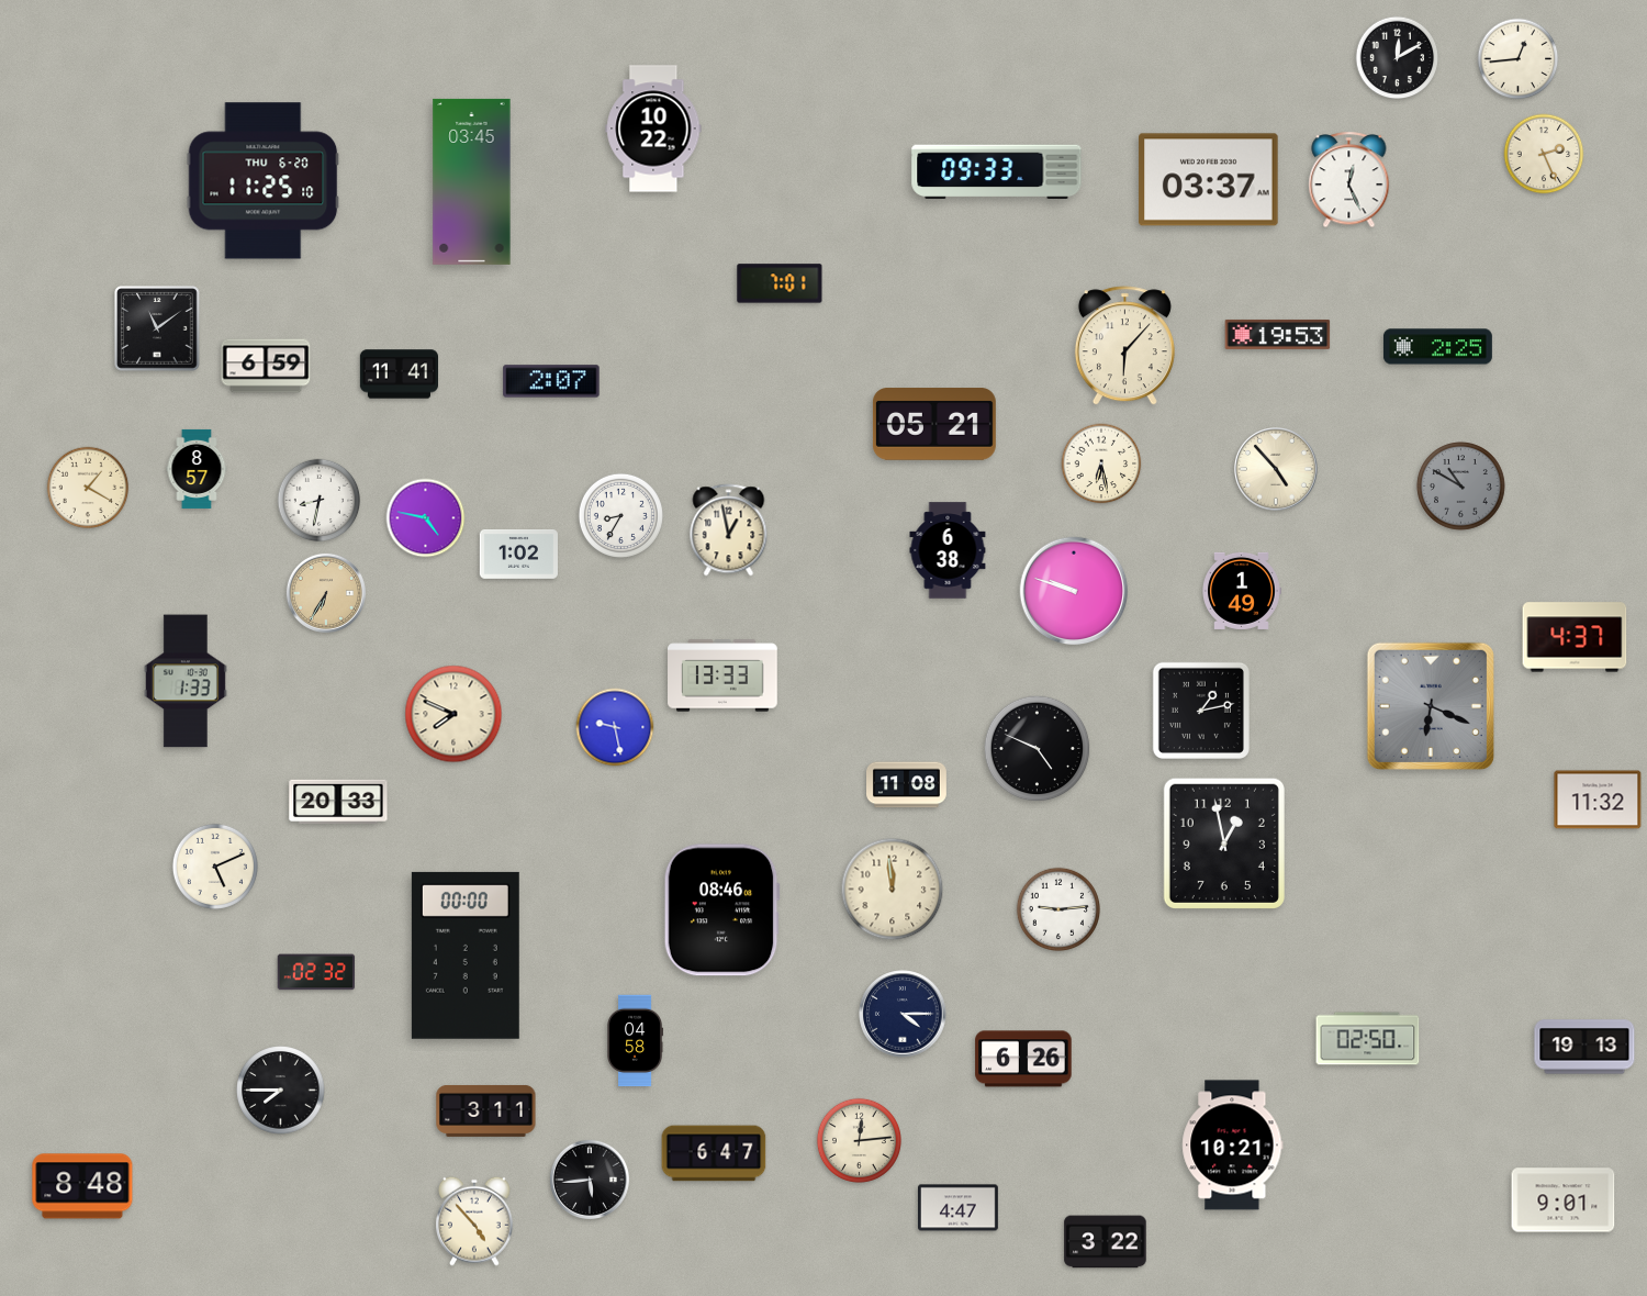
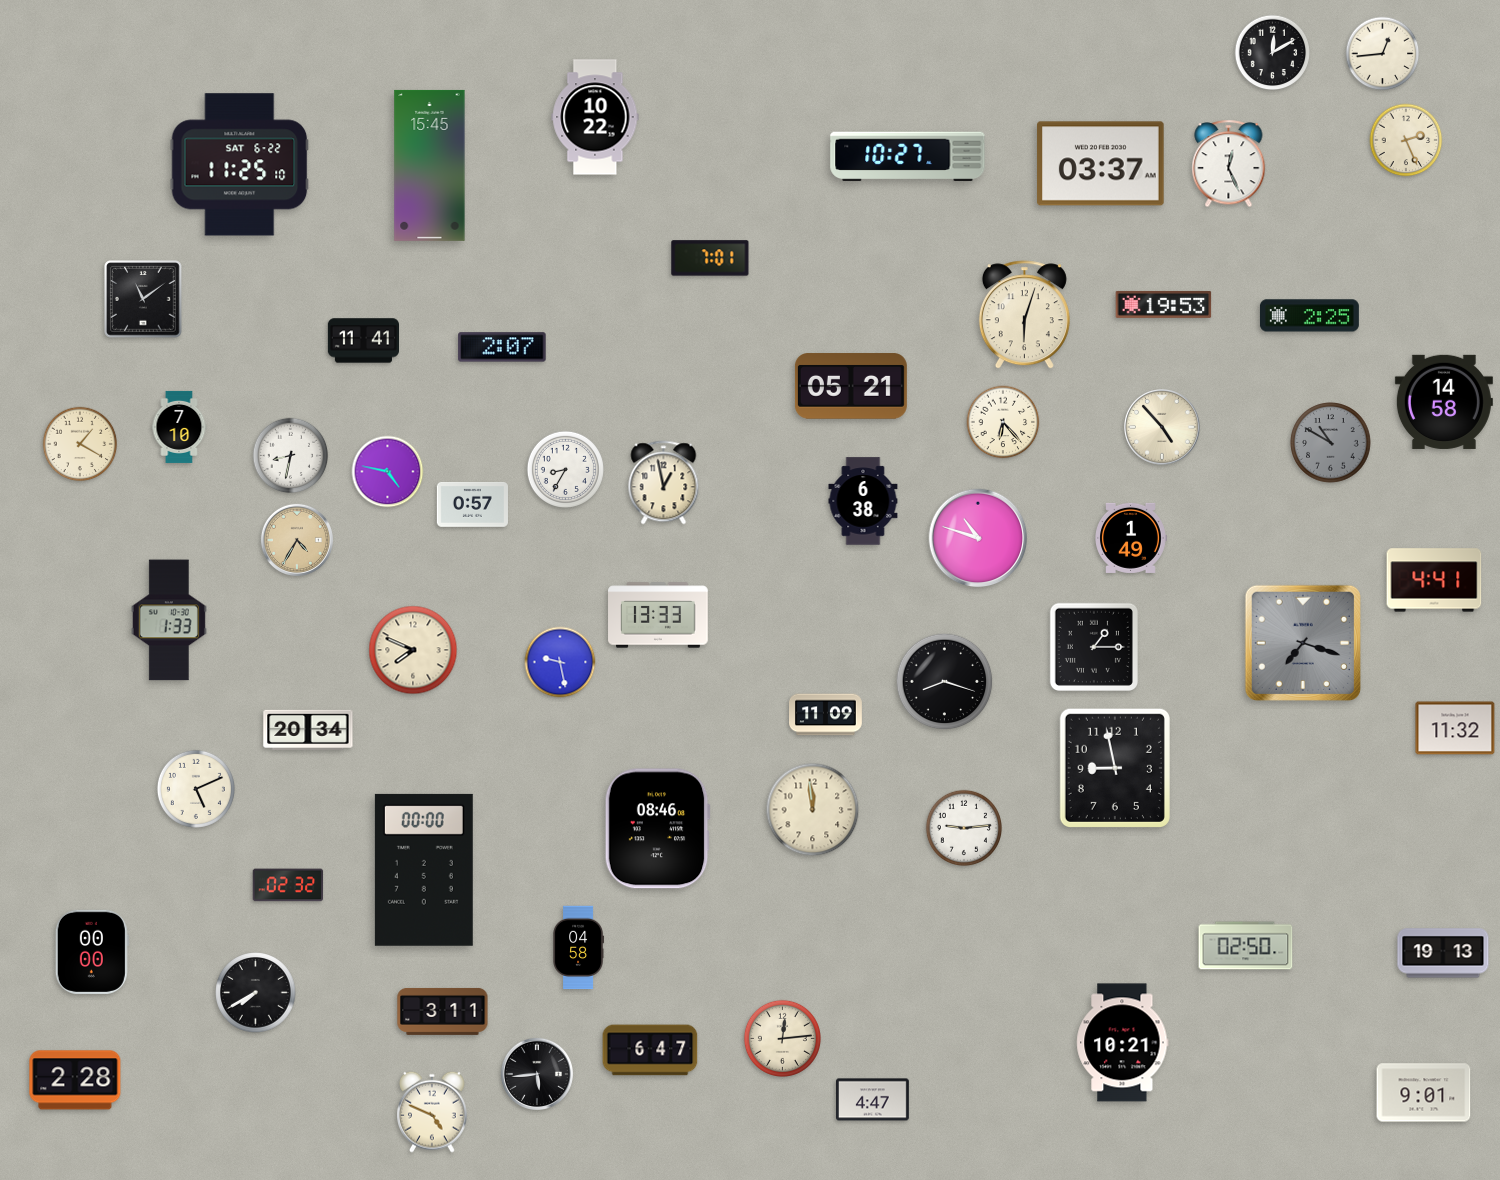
clock at (997, 172): 09:33 -> 10:27
clock at (264, 181) date: THU 6-20 -> SAT 6-22
clock at (472, 181): 03:45 -> 15:45
clock at (1124, 346): 6:07 -> 6:03
clock at (266, 366): 6:59 -> none
clock at (1444, 402): none -> 14:58
clock at (1101, 463): 6:28 -> 6:23
clock at (197, 469): 8:57 -> 7:10
clock at (518, 554): 1:02 -> 0:57
clock at (1074, 591): 9:48 -> 10:48
clock at (326, 593): 6:35 -> 4:35
clock at (1575, 637): 4:37 -> 4:41
clock at (1431, 706): 6:19 -> 7:18
clock at (1201, 711): 1:13 -> 1:15
clock at (1038, 749): 4:49 -> 8:18
clock at (907, 785): 11:08 -> 11:09
clock at (338, 802): 20:33 -> 20:34
clock at (1224, 843): 12:58 -> 8:58
clock at (903, 1014): 4:15 -> none
clock at (92, 952): none -> 00:00
clock at (1023, 1059): 6:26 -> none
clock at (281, 1091): 7:45 -> 7:40
clock at (82, 1186): 8:48 -> 2:28
clock at (474, 1221): 4:53 -> 4:49
clock at (1106, 1242): 3:22 -> none
